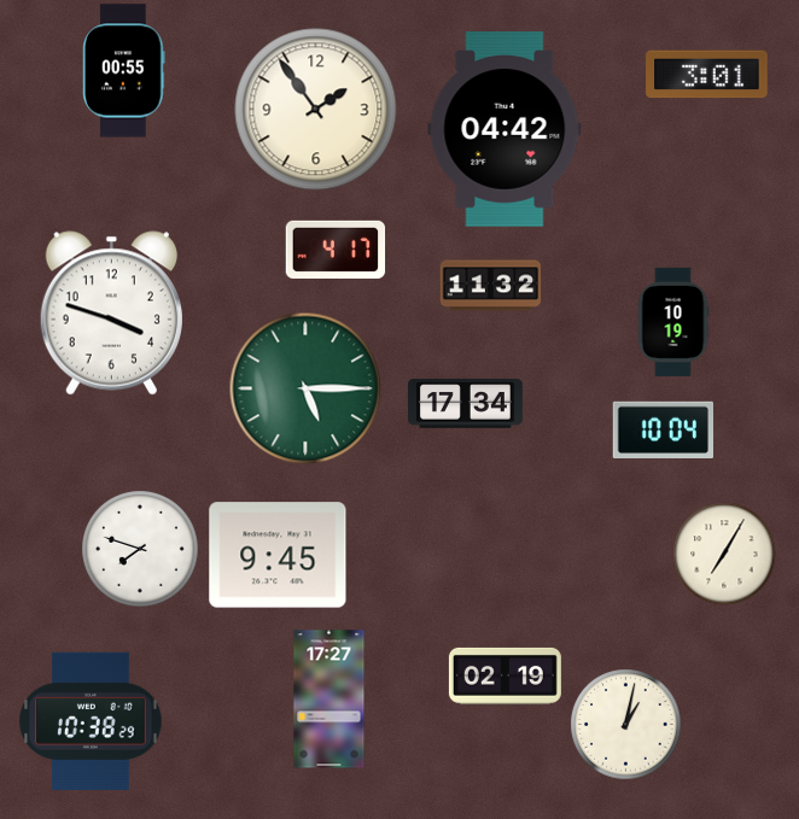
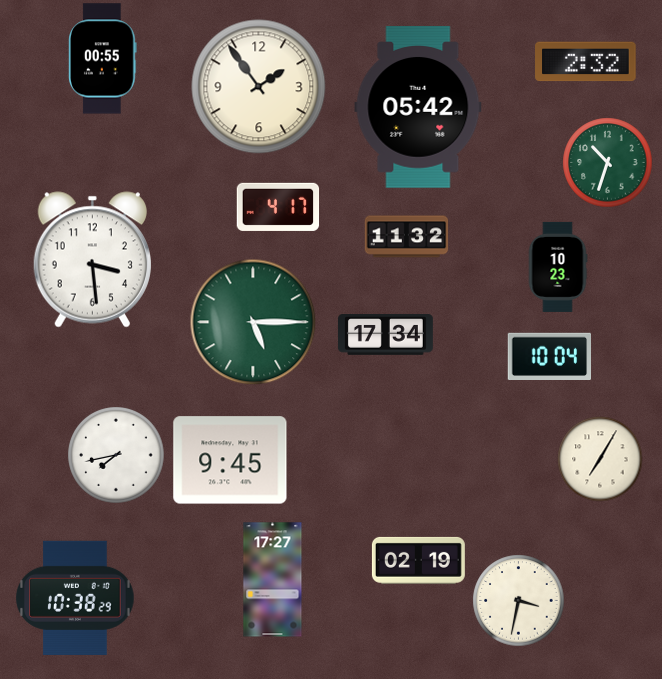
clock at (707, 75): 3:01 -> 2:32
clock at (316, 110) position: (316, 110) -> (259, 87)
clock at (505, 129): 04:42 -> 05:42
clock at (607, 162): none -> 10:33
clock at (111, 314): 3:48 -> 3:29
clock at (673, 322): 10:19 -> 10:23
clock at (140, 549): 7:48 -> 7:43
clock at (625, 724): 1:02 -> 3:32
